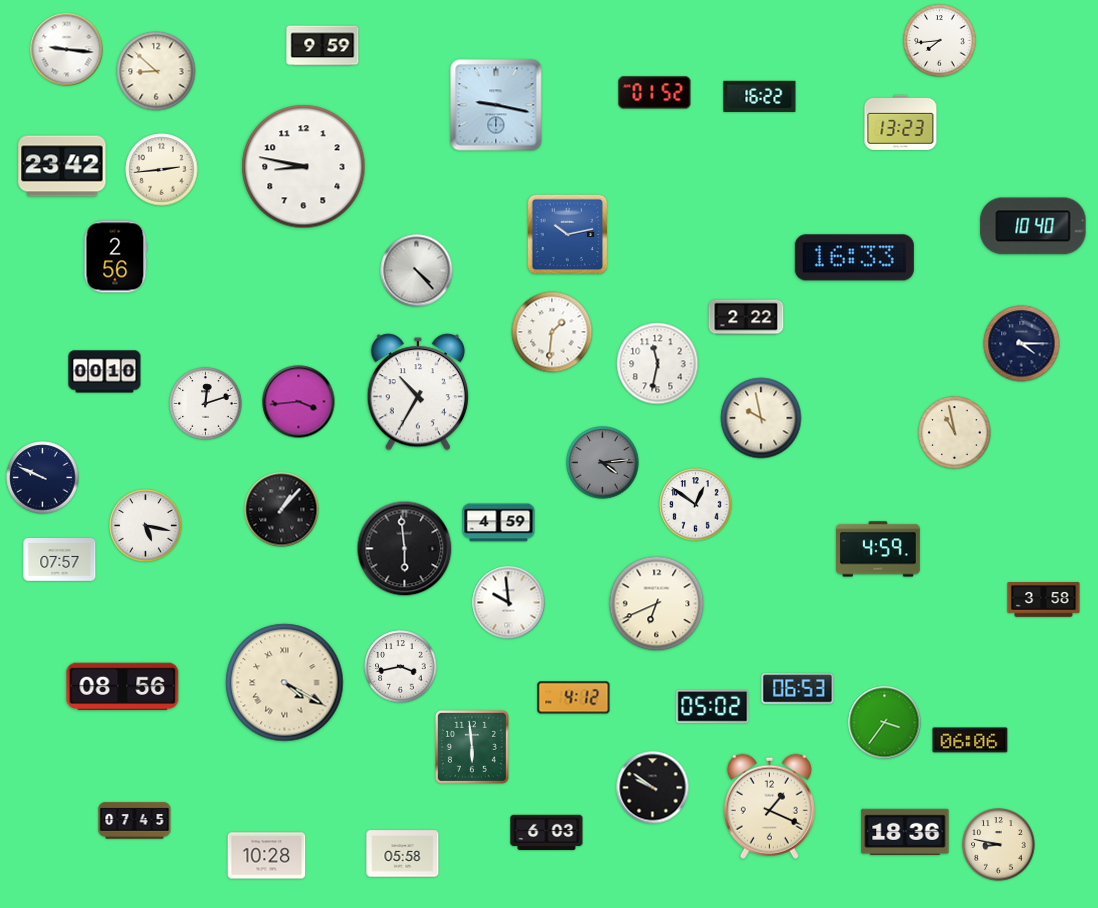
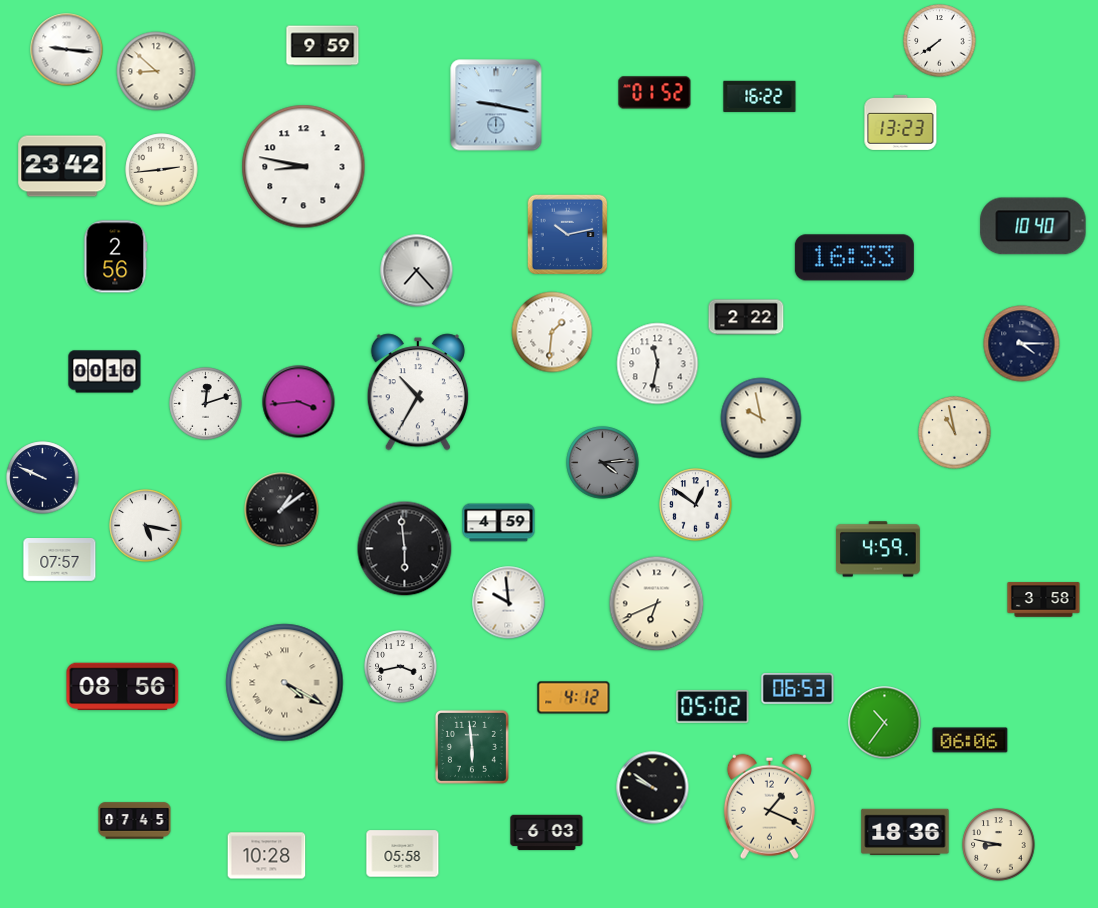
clock at (940, 41): 7:44 -> 7:39
clock at (417, 271): 4:23 -> 7:23
clock at (282, 510): 1:07 -> 1:09
clock at (885, 723): 3:36 -> 10:36
